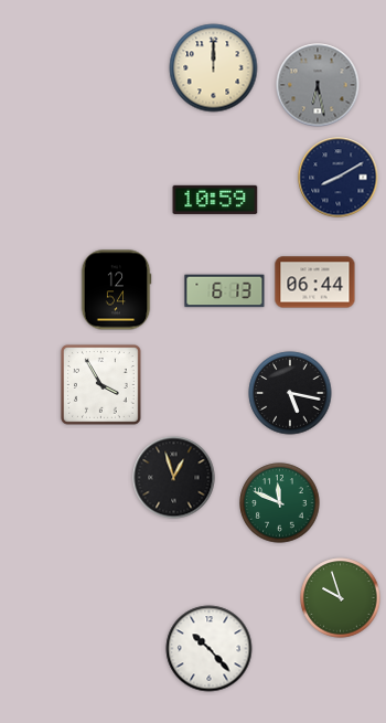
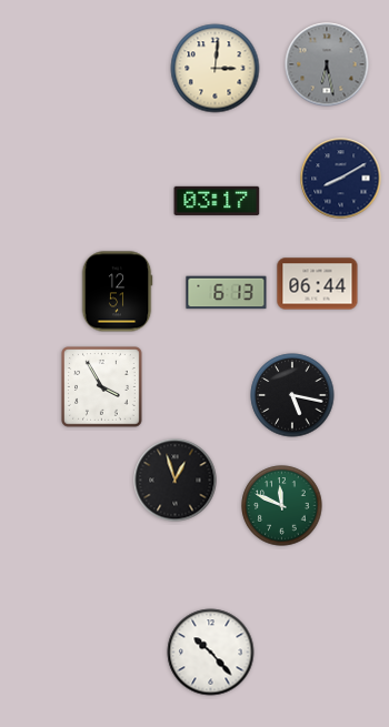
clock at (214, 68): 12:00 -> 3:01
clock at (318, 85) position: (318, 85) -> (327, 64)
clock at (215, 200): 10:59 -> 03:17
clock at (116, 290): 12:54 -> 12:51
clock at (341, 598): 9:57 -> none
